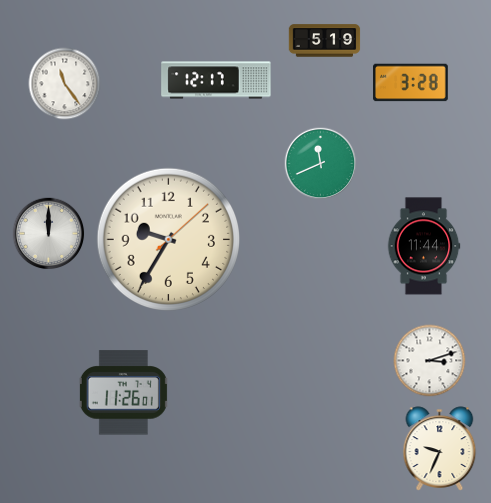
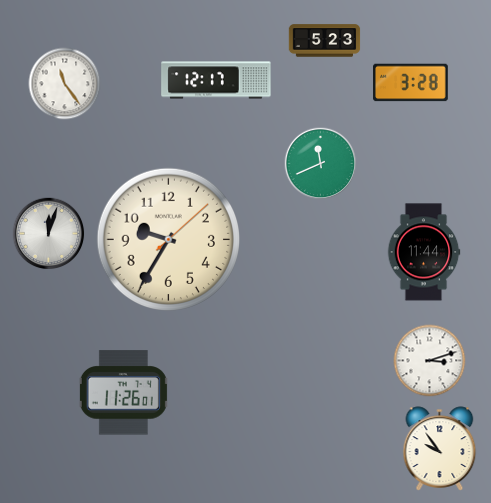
clock at (325, 41): 5:19 -> 5:23
clock at (49, 234): 12:00 -> 12:03
clock at (424, 246) position: (424, 246) -> (424, 252)
clock at (440, 449): 9:34 -> 9:54
